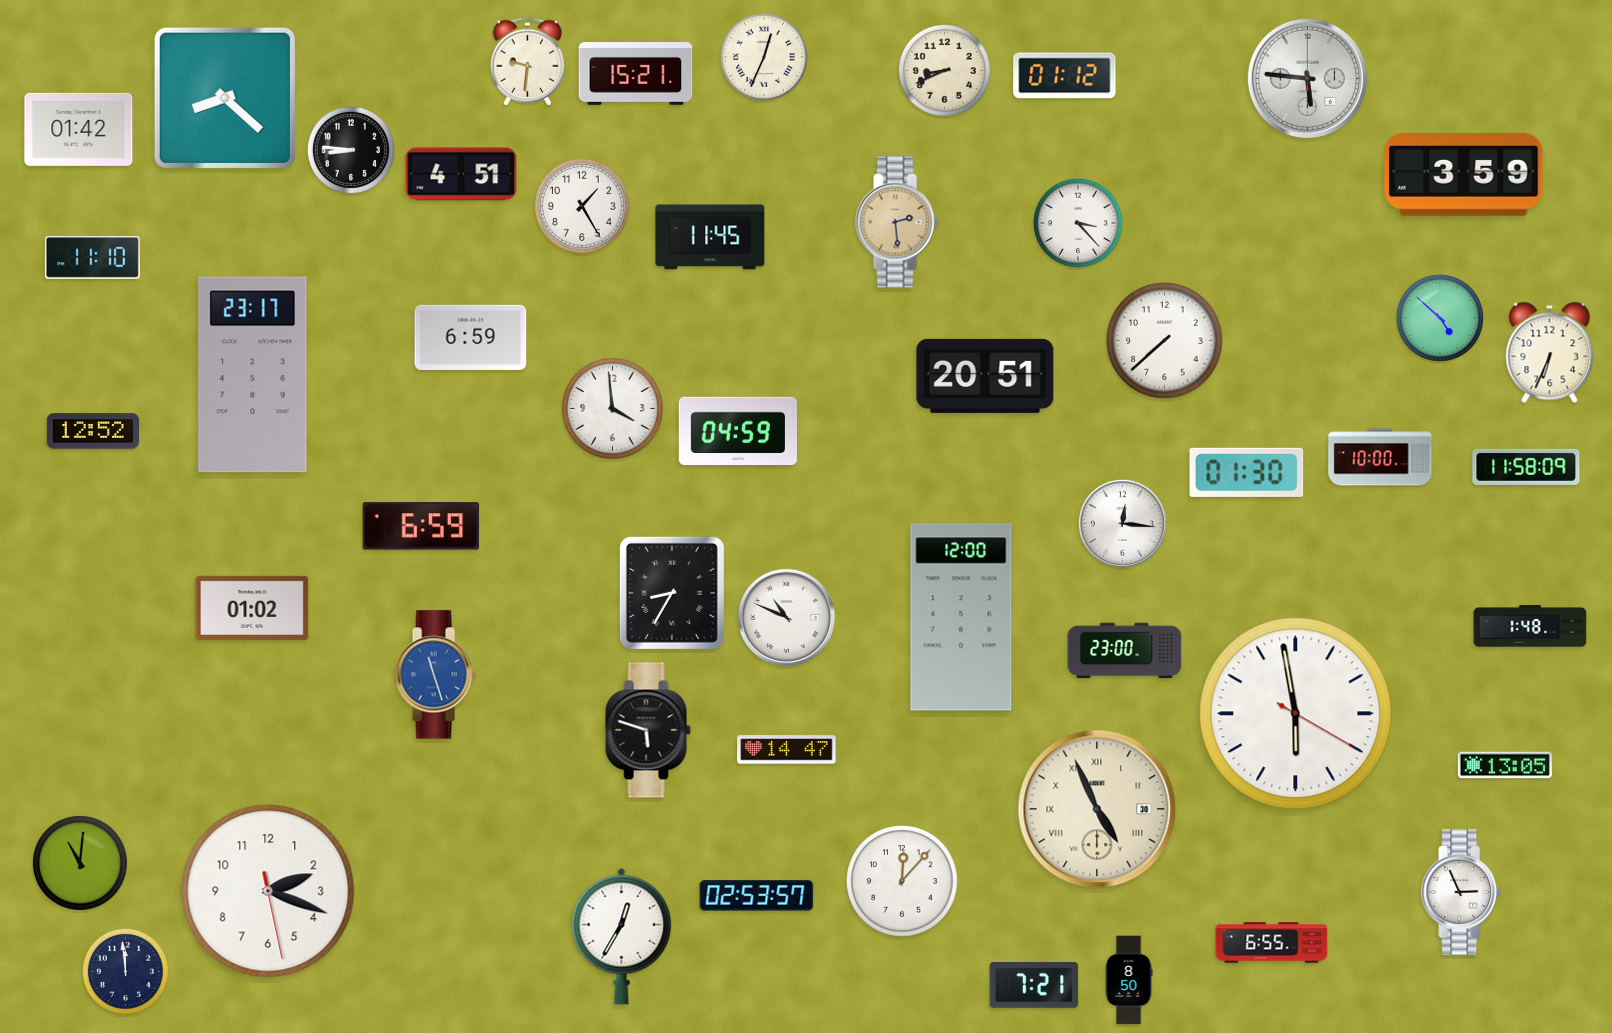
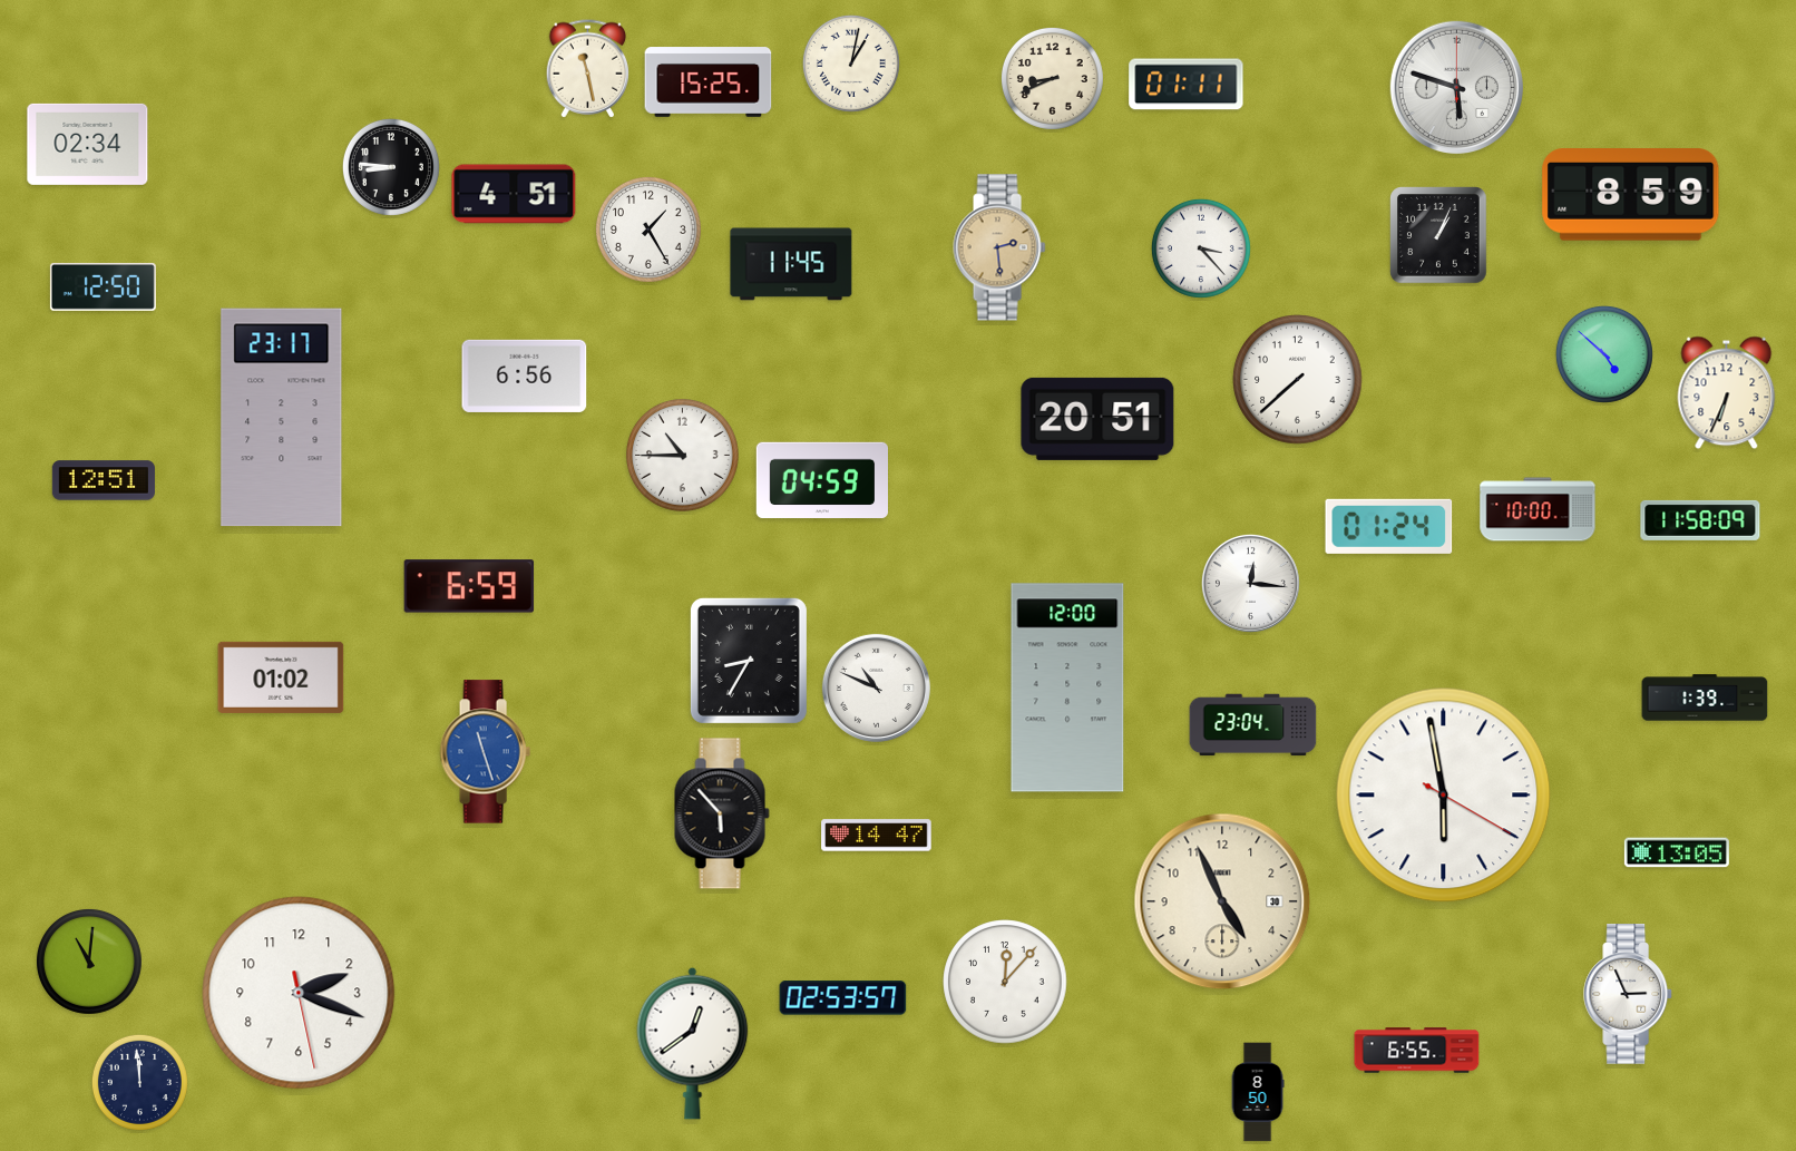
clock at (764, 57): 12:34 -> 1:02
clock at (528, 62): 9:31 -> 11:28
clock at (636, 74): 15:21 -> 15:25
clock at (1065, 76): 01:12 -> 01:11
clock at (1307, 78): 5:46 -> 5:48
clock at (225, 98): 8:22 -> none
clock at (79, 129): 01:42 -> 02:34
clock at (1464, 175): 3:59 -> 8:59
clock at (1438, 235): none -> 1:04
clock at (92, 257): 11:10 -> 12:50
clock at (471, 337): 6:59 -> 6:56
clock at (613, 409): 3:59 -> 10:45
clock at (93, 431): 12:52 -> 12:51
clock at (1247, 472): 01:30 -> 01:24
clock at (961, 617) position: (961, 617) -> (1067, 687)
clock at (1530, 626): 1:48 -> 1:39
clock at (1125, 651): 23:00 -> 23:04
clock at (648, 730): 5:48 -> 5:53
clock at (1097, 809) numerals: Roman -> Arabic
clock at (622, 936): 12:35 -> 12:39
clock at (1034, 986): 7:21 -> none
